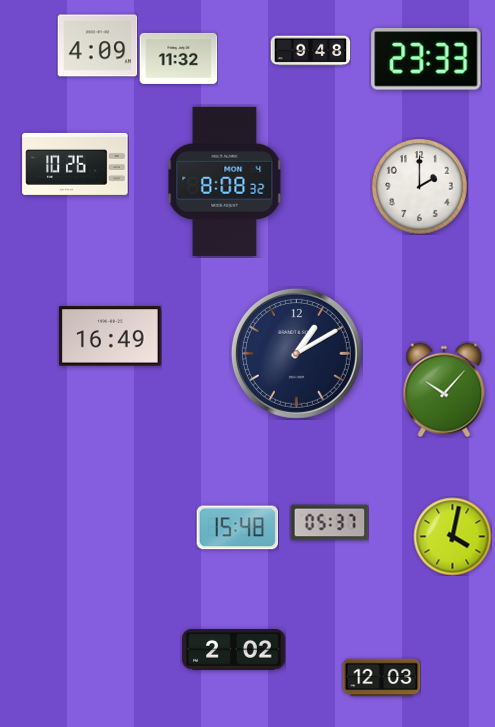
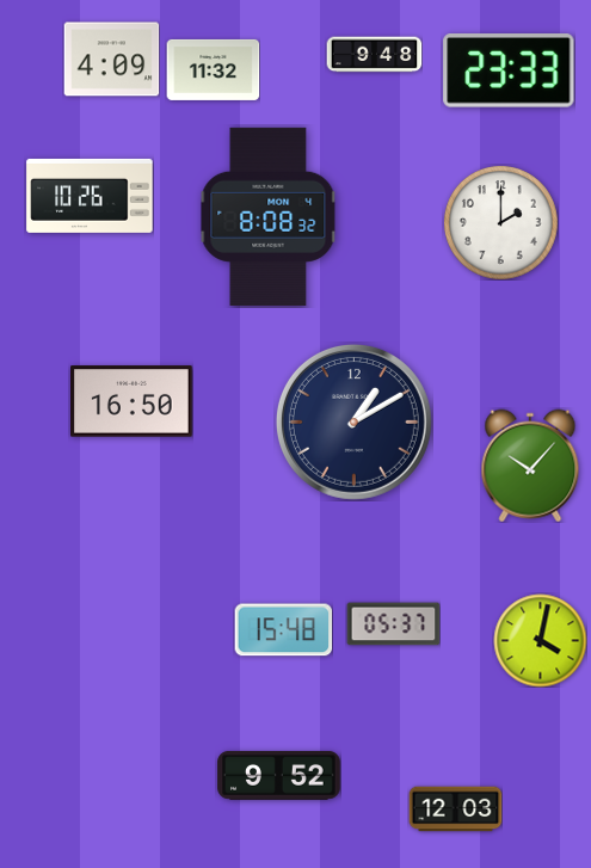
clock at (97, 46) position: (97, 46) -> (111, 60)
clock at (310, 51) position: (310, 51) -> (374, 55)
clock at (111, 336): 16:49 -> 16:50
clock at (234, 650): 2:02 -> 9:52
